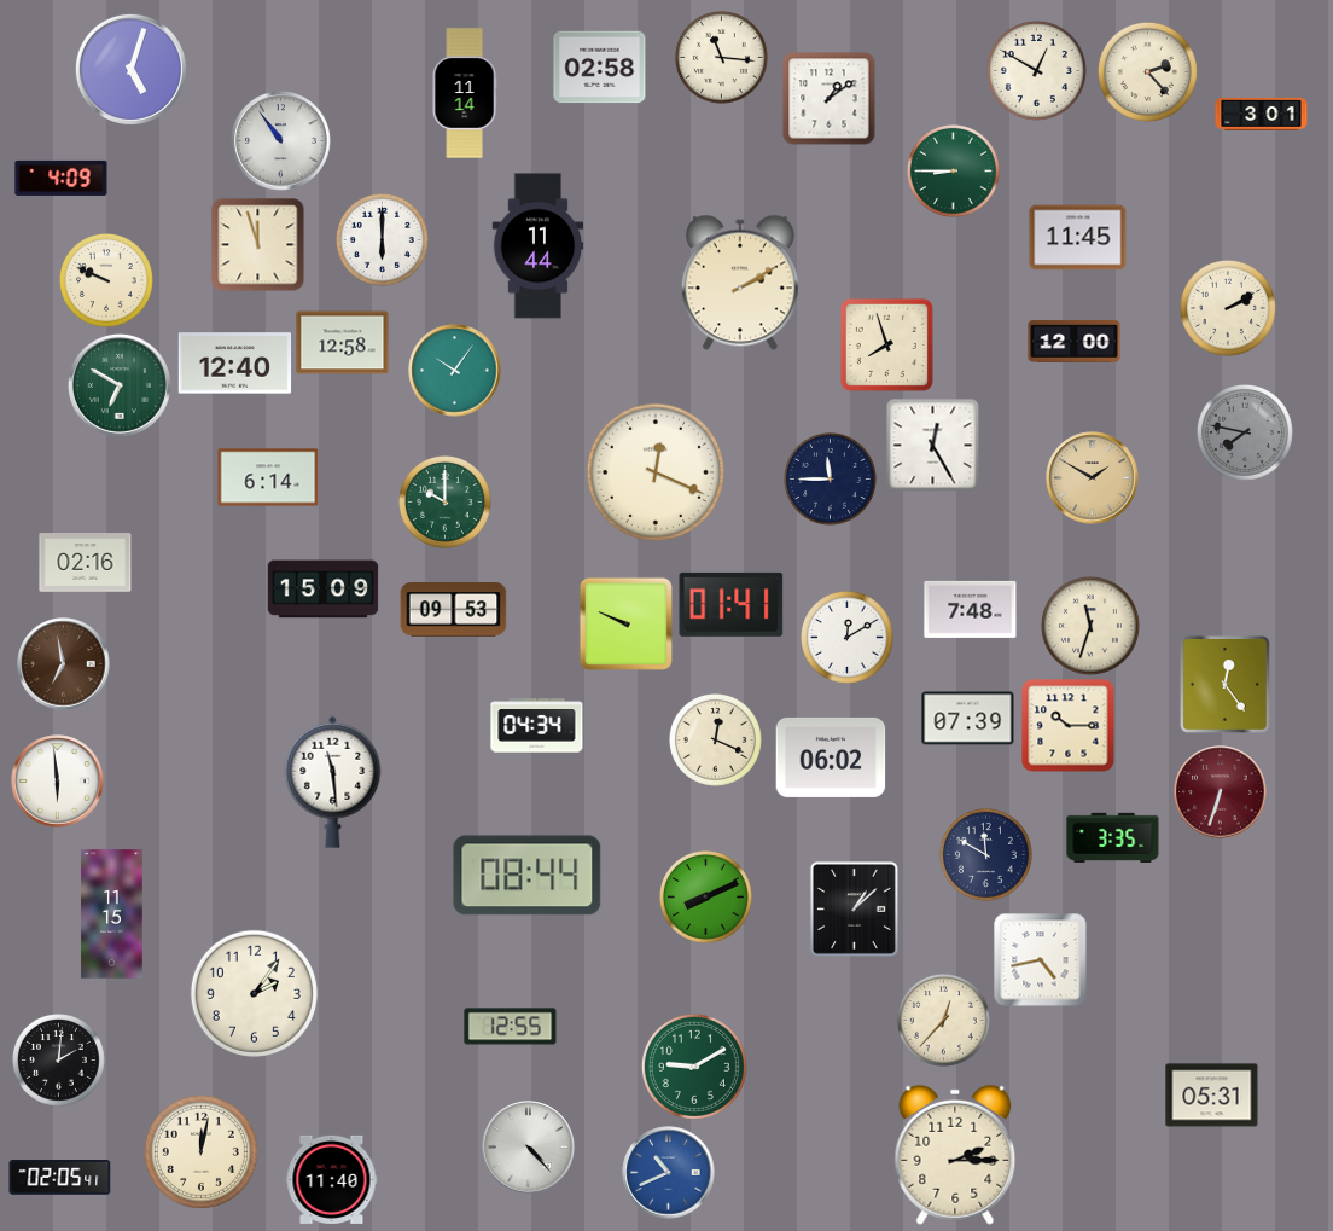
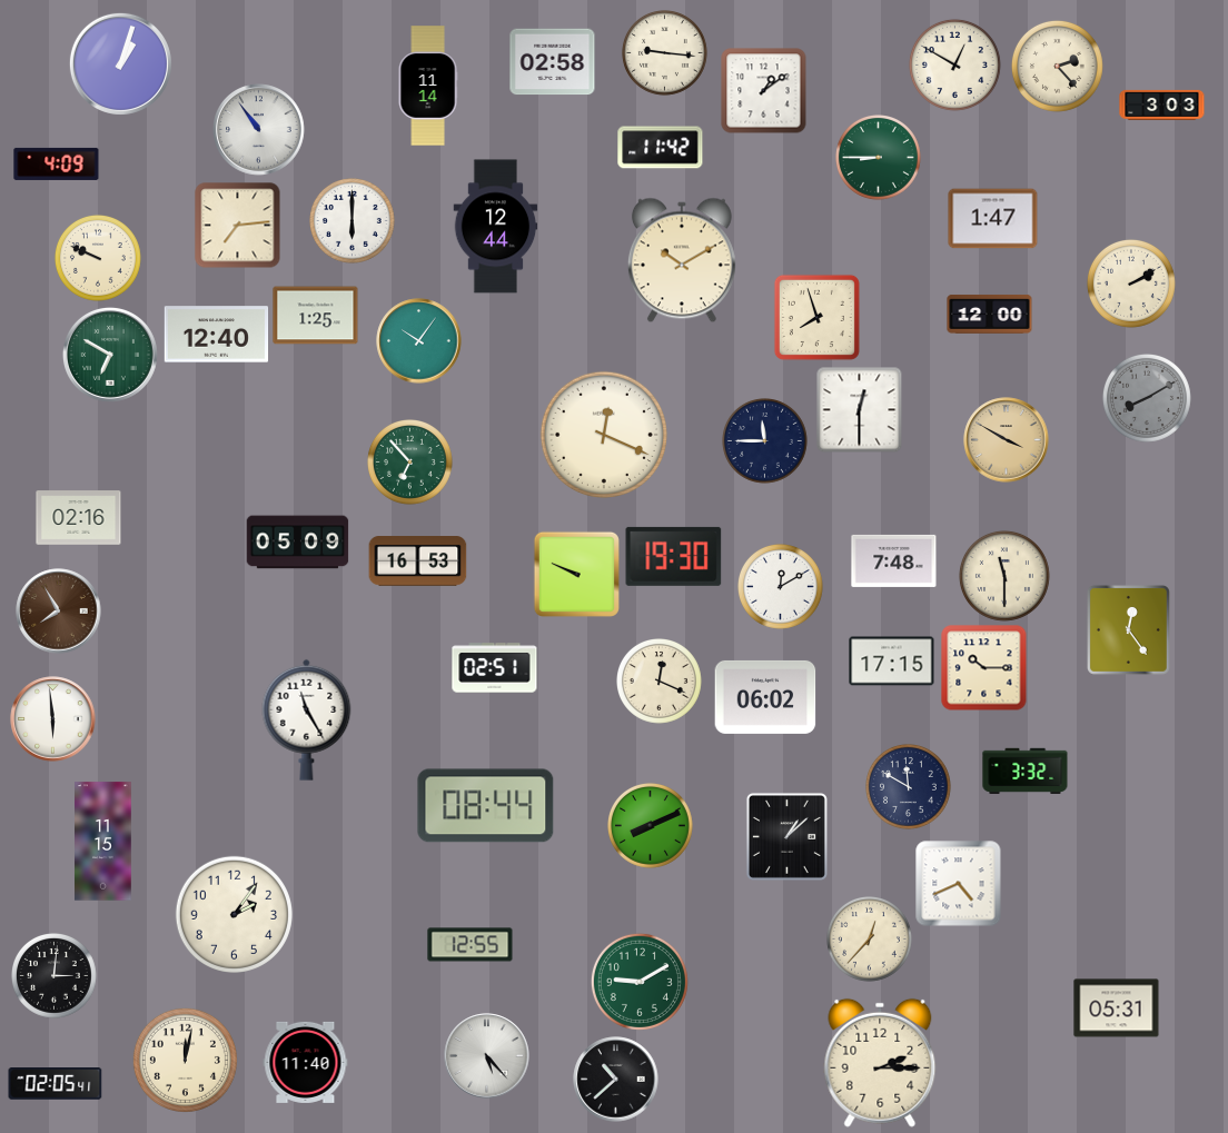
clock at (722, 58): 11:16 -> 9:16
clock at (130, 69): 5:03 -> 1:03
clock at (1262, 114): 3:01 -> 3:03
clock at (661, 148): none -> 11:42
clock at (1078, 238): 11:45 -> 1:47
clock at (258, 245): 11:57 -> 7:14
clock at (539, 246): 11:44 -> 12:44
clock at (740, 283): 2:10 -> 10:10
clock at (343, 343): 12:58 -> 1:25
clock at (1245, 432): 7:47 -> 8:10
clock at (932, 445): 12:25 -> 12:30
clock at (268, 477): 6:14 -> none
clock at (1093, 478): 1:50 -> 3:50
clock at (446, 503): 10:00 -> 6:53
clock at (324, 590): 15:09 -> 05:09
clock at (732, 604): 01:41 -> 19:30
clock at (454, 610): 09:53 -> 16:53
clock at (1090, 626): 11:33 -> 11:30
clock at (64, 664): 6:58 -> 7:55
clock at (968, 719): 07:39 -> 17:15
clock at (537, 726): 04:34 -> 02:51
clock at (333, 782): 11:29 -> 11:25
clock at (1221, 792): 6:33 -> none
clock at (1113, 837): 3:35 -> 3:32
clock at (1041, 960): 4:43 -> 4:41
clock at (59, 1061): 2:01 -> 3:01
clock at (529, 1148): 4:23 -> 5:23
clock at (669, 1173): 10:41 -> 10:38
clock at (669, 1173) dial: blue -> black
clock at (332, 1179) position: (332, 1179) -> (306, 1062)
